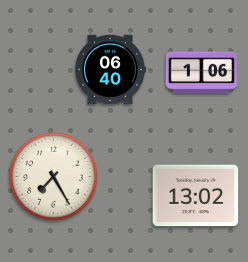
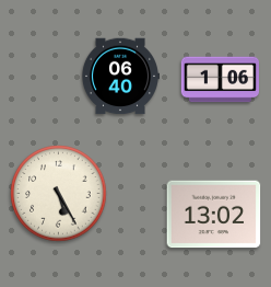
clock at (54, 177): 7:25 -> 5:25
